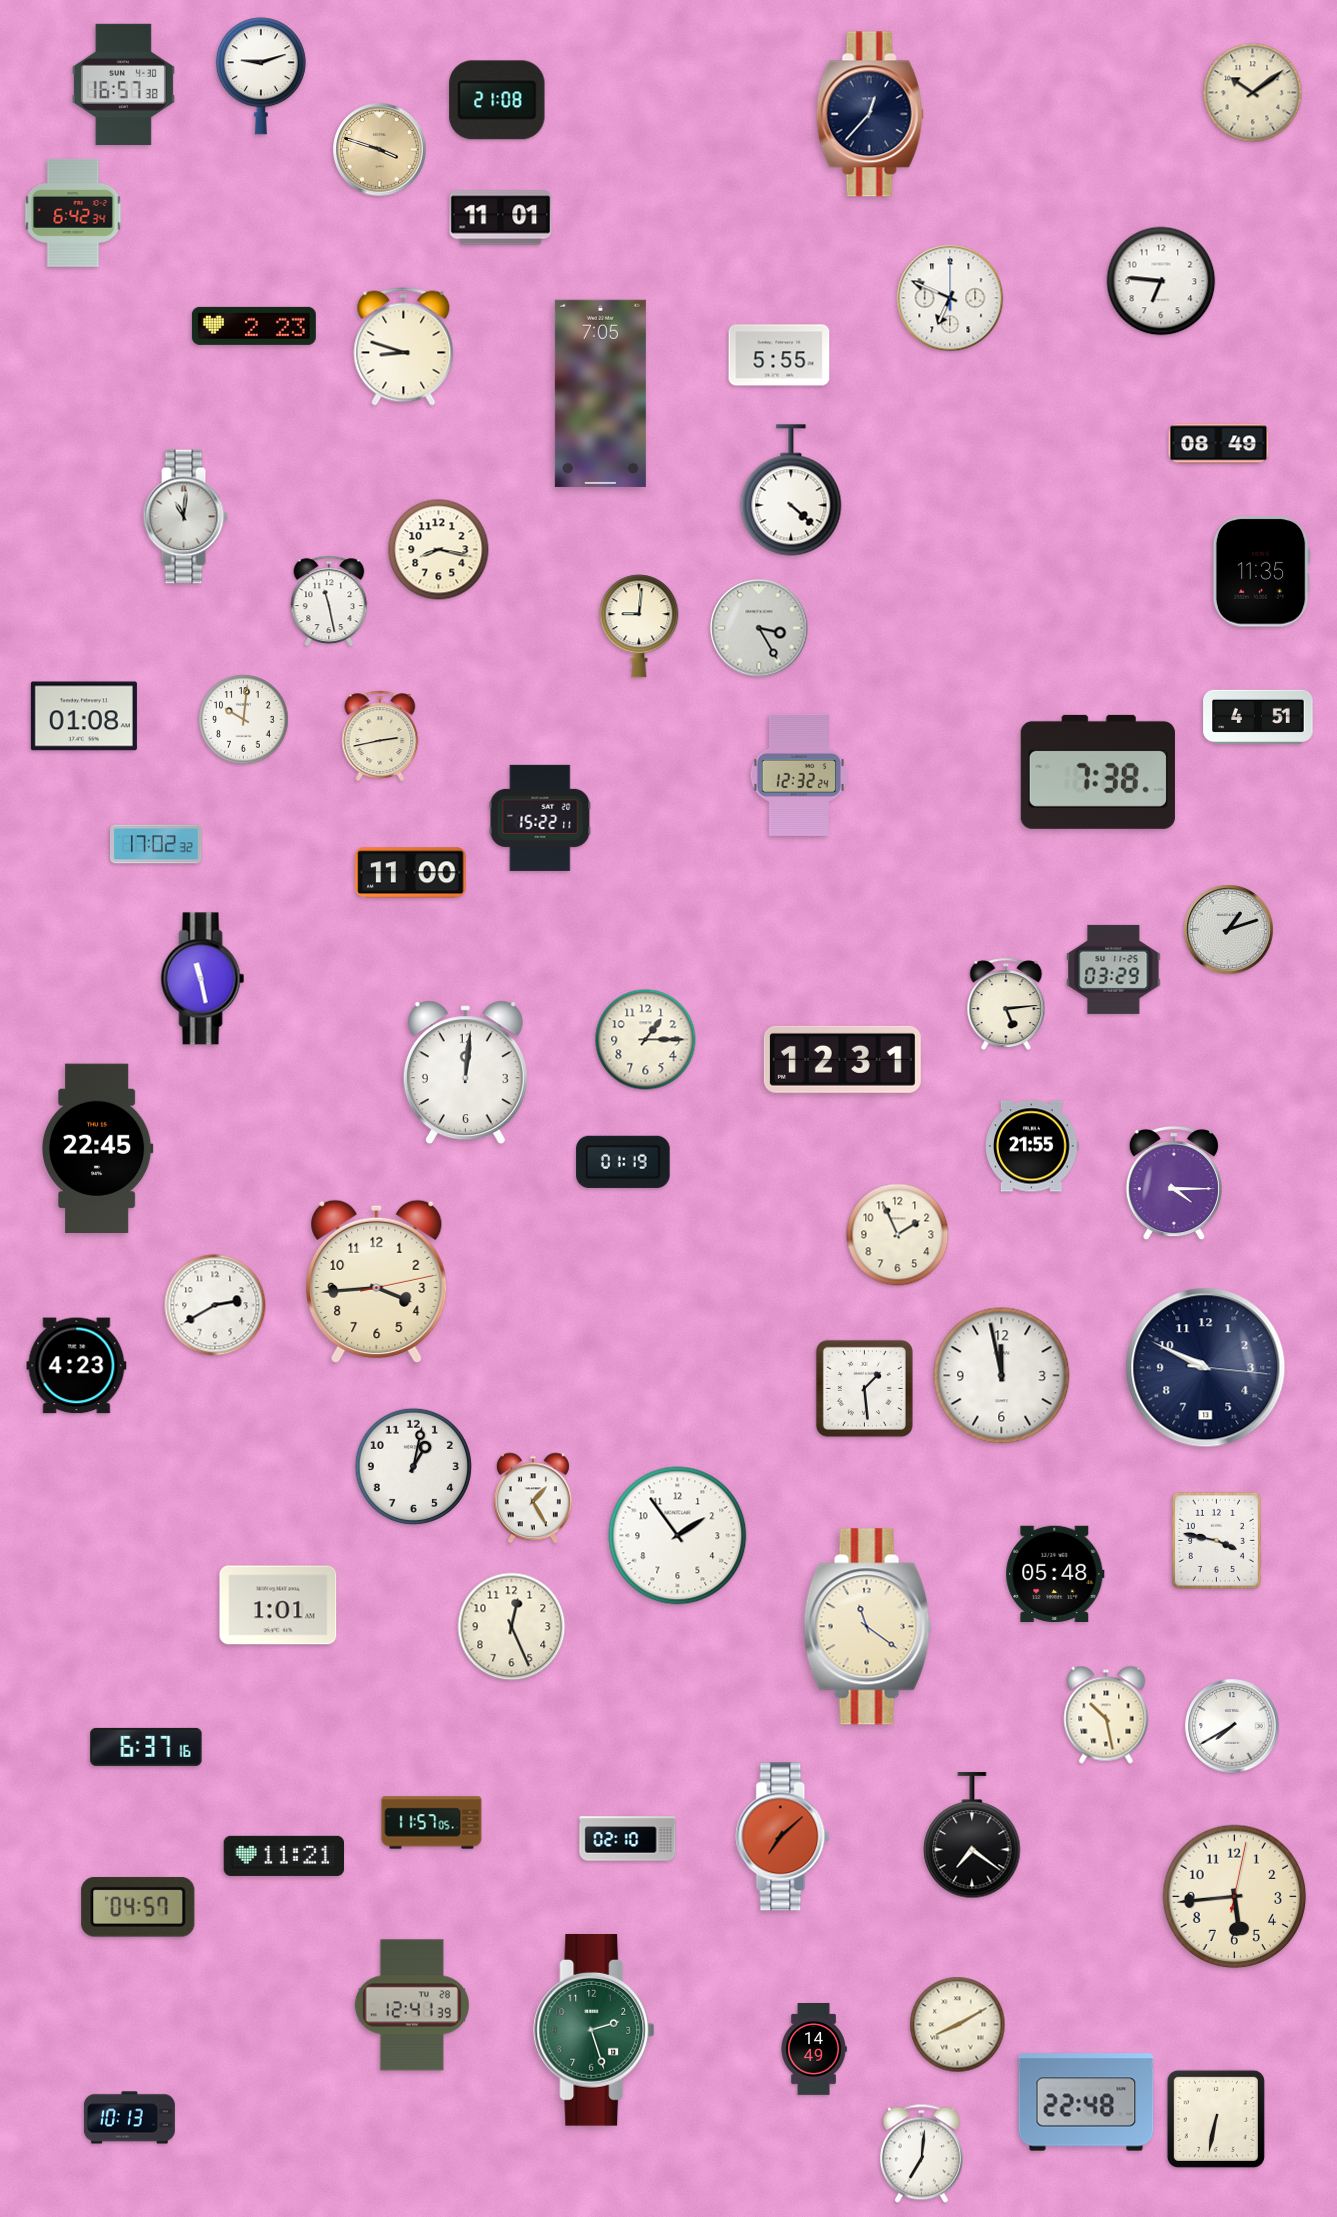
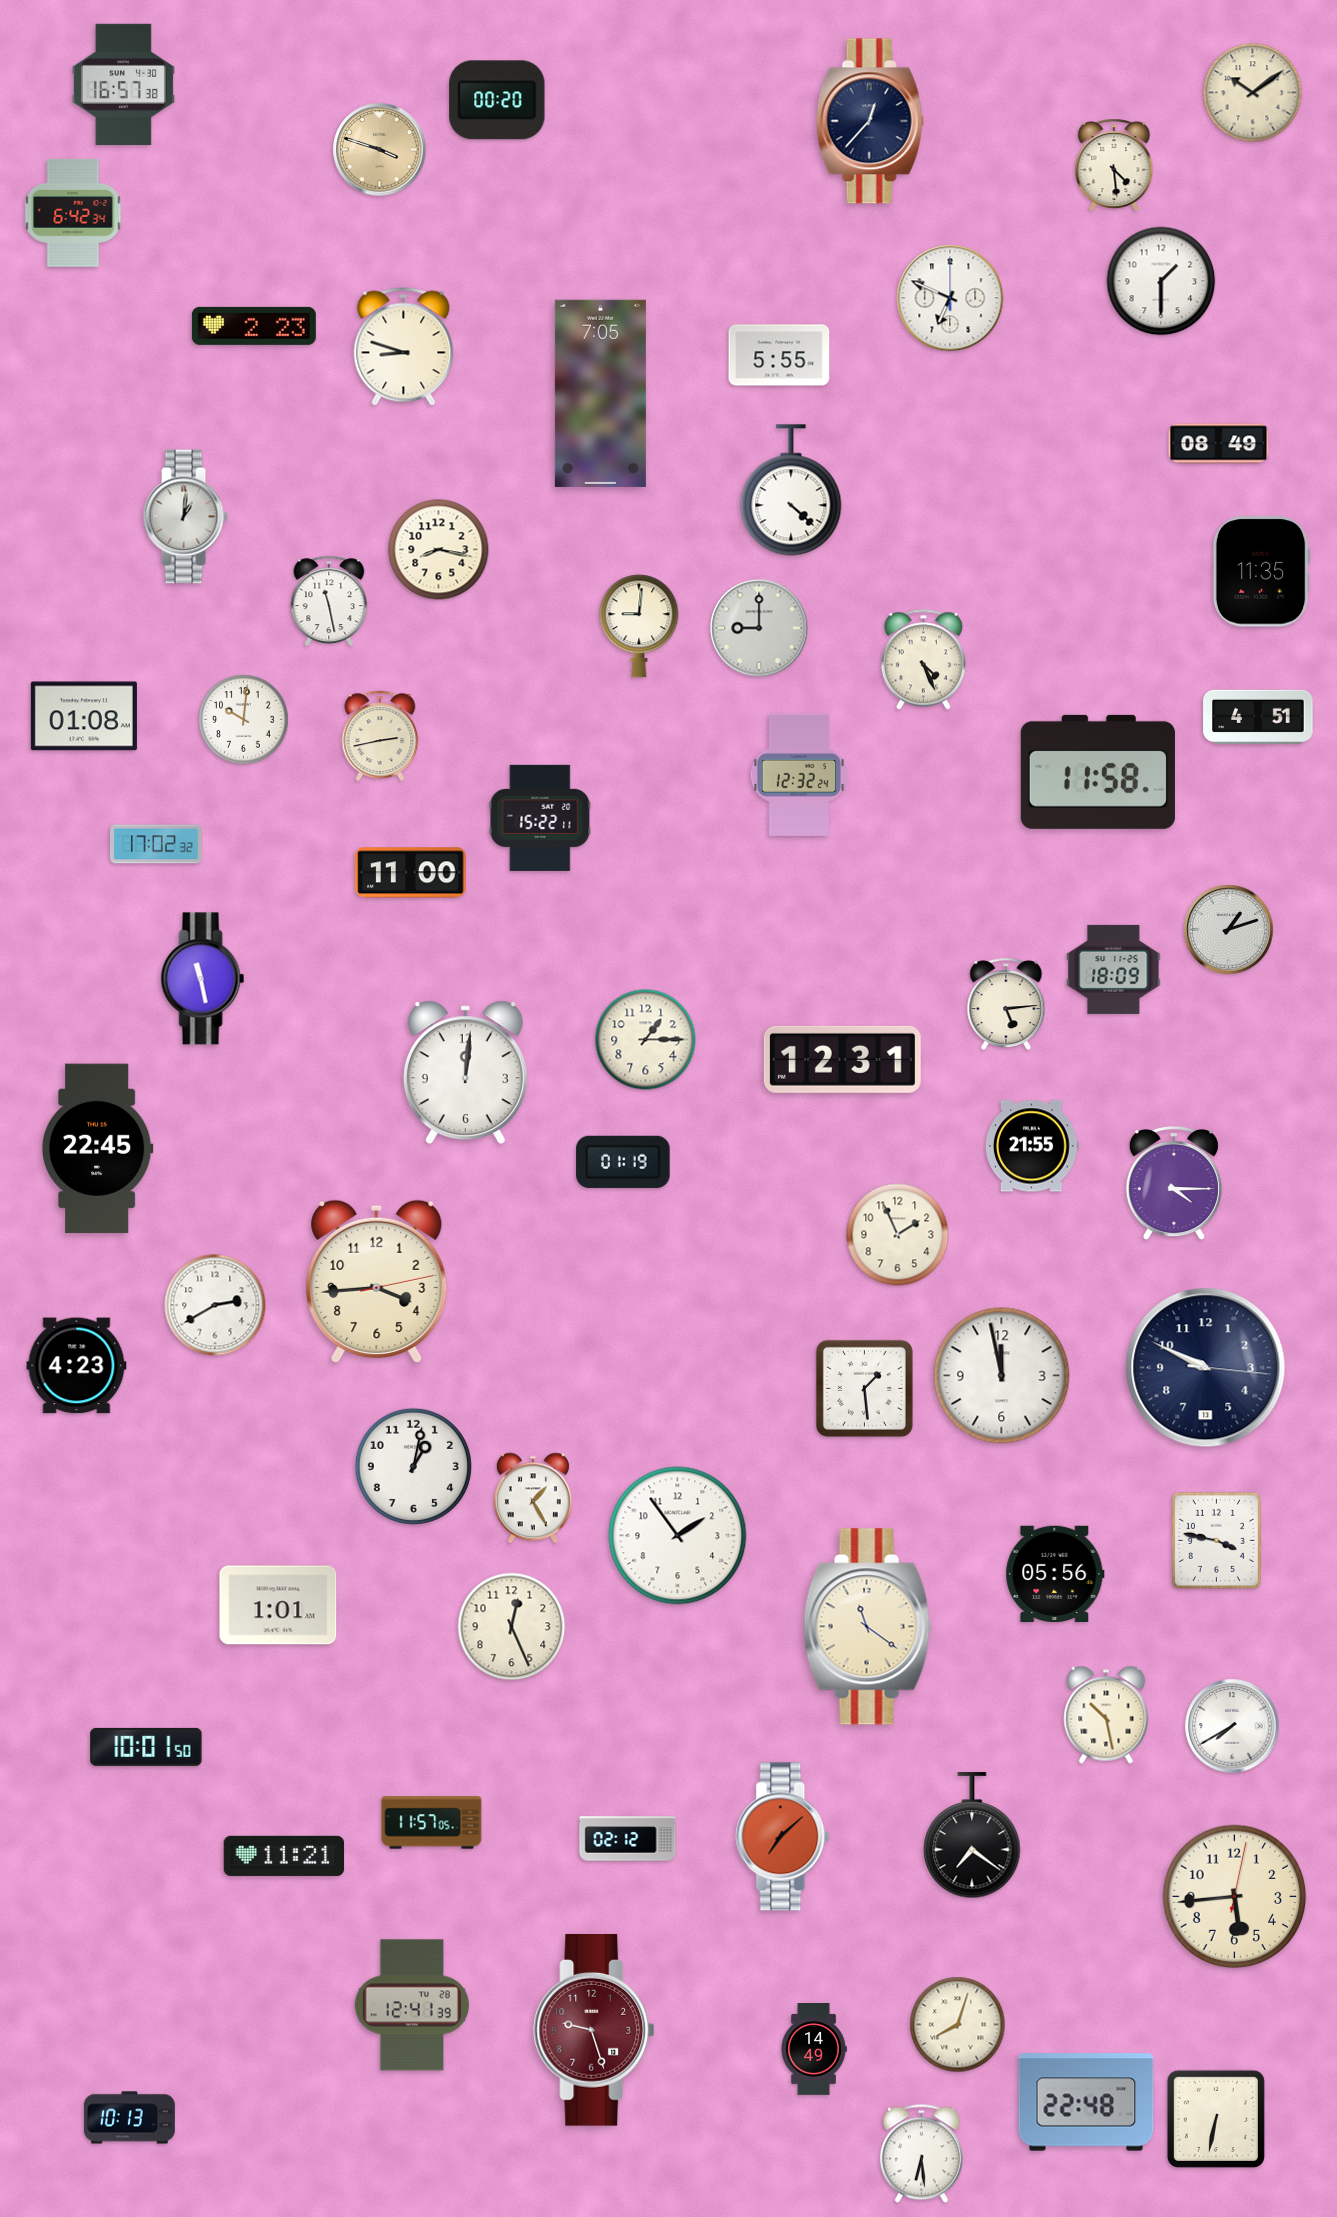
clock at (261, 76): 9:12 -> none
clock at (497, 100): 21:08 -> 00:20
clock at (870, 114) position: (870, 114) -> (870, 121)
clock at (1114, 165): none -> 4:29
clock at (501, 218): 11:01 -> none
clock at (1161, 281): 6:46 -> 1:30
clock at (185, 517): 11:01 -> 1:01
clock at (759, 628): 3:25 -> 9:00
clock at (923, 660): none -> 4:26
clock at (1098, 772): 7:38 -> 11:58
clock at (1114, 969): 03:29 -> 18:09
clock at (1055, 1573): 05:48 -> 05:56
clock at (146, 1747): 6:37 -> 10:01
clock at (628, 1839): 02:10 -> 02:12
clock at (138, 1907): 04:57 -> none
clock at (958, 2025): 8:10 -> 8:03
clock at (594, 2031): 2:27 -> 9:27
clock at (594, 2031) dial: green -> burgundy
clock at (921, 2154): 7:01 -> 6:29
